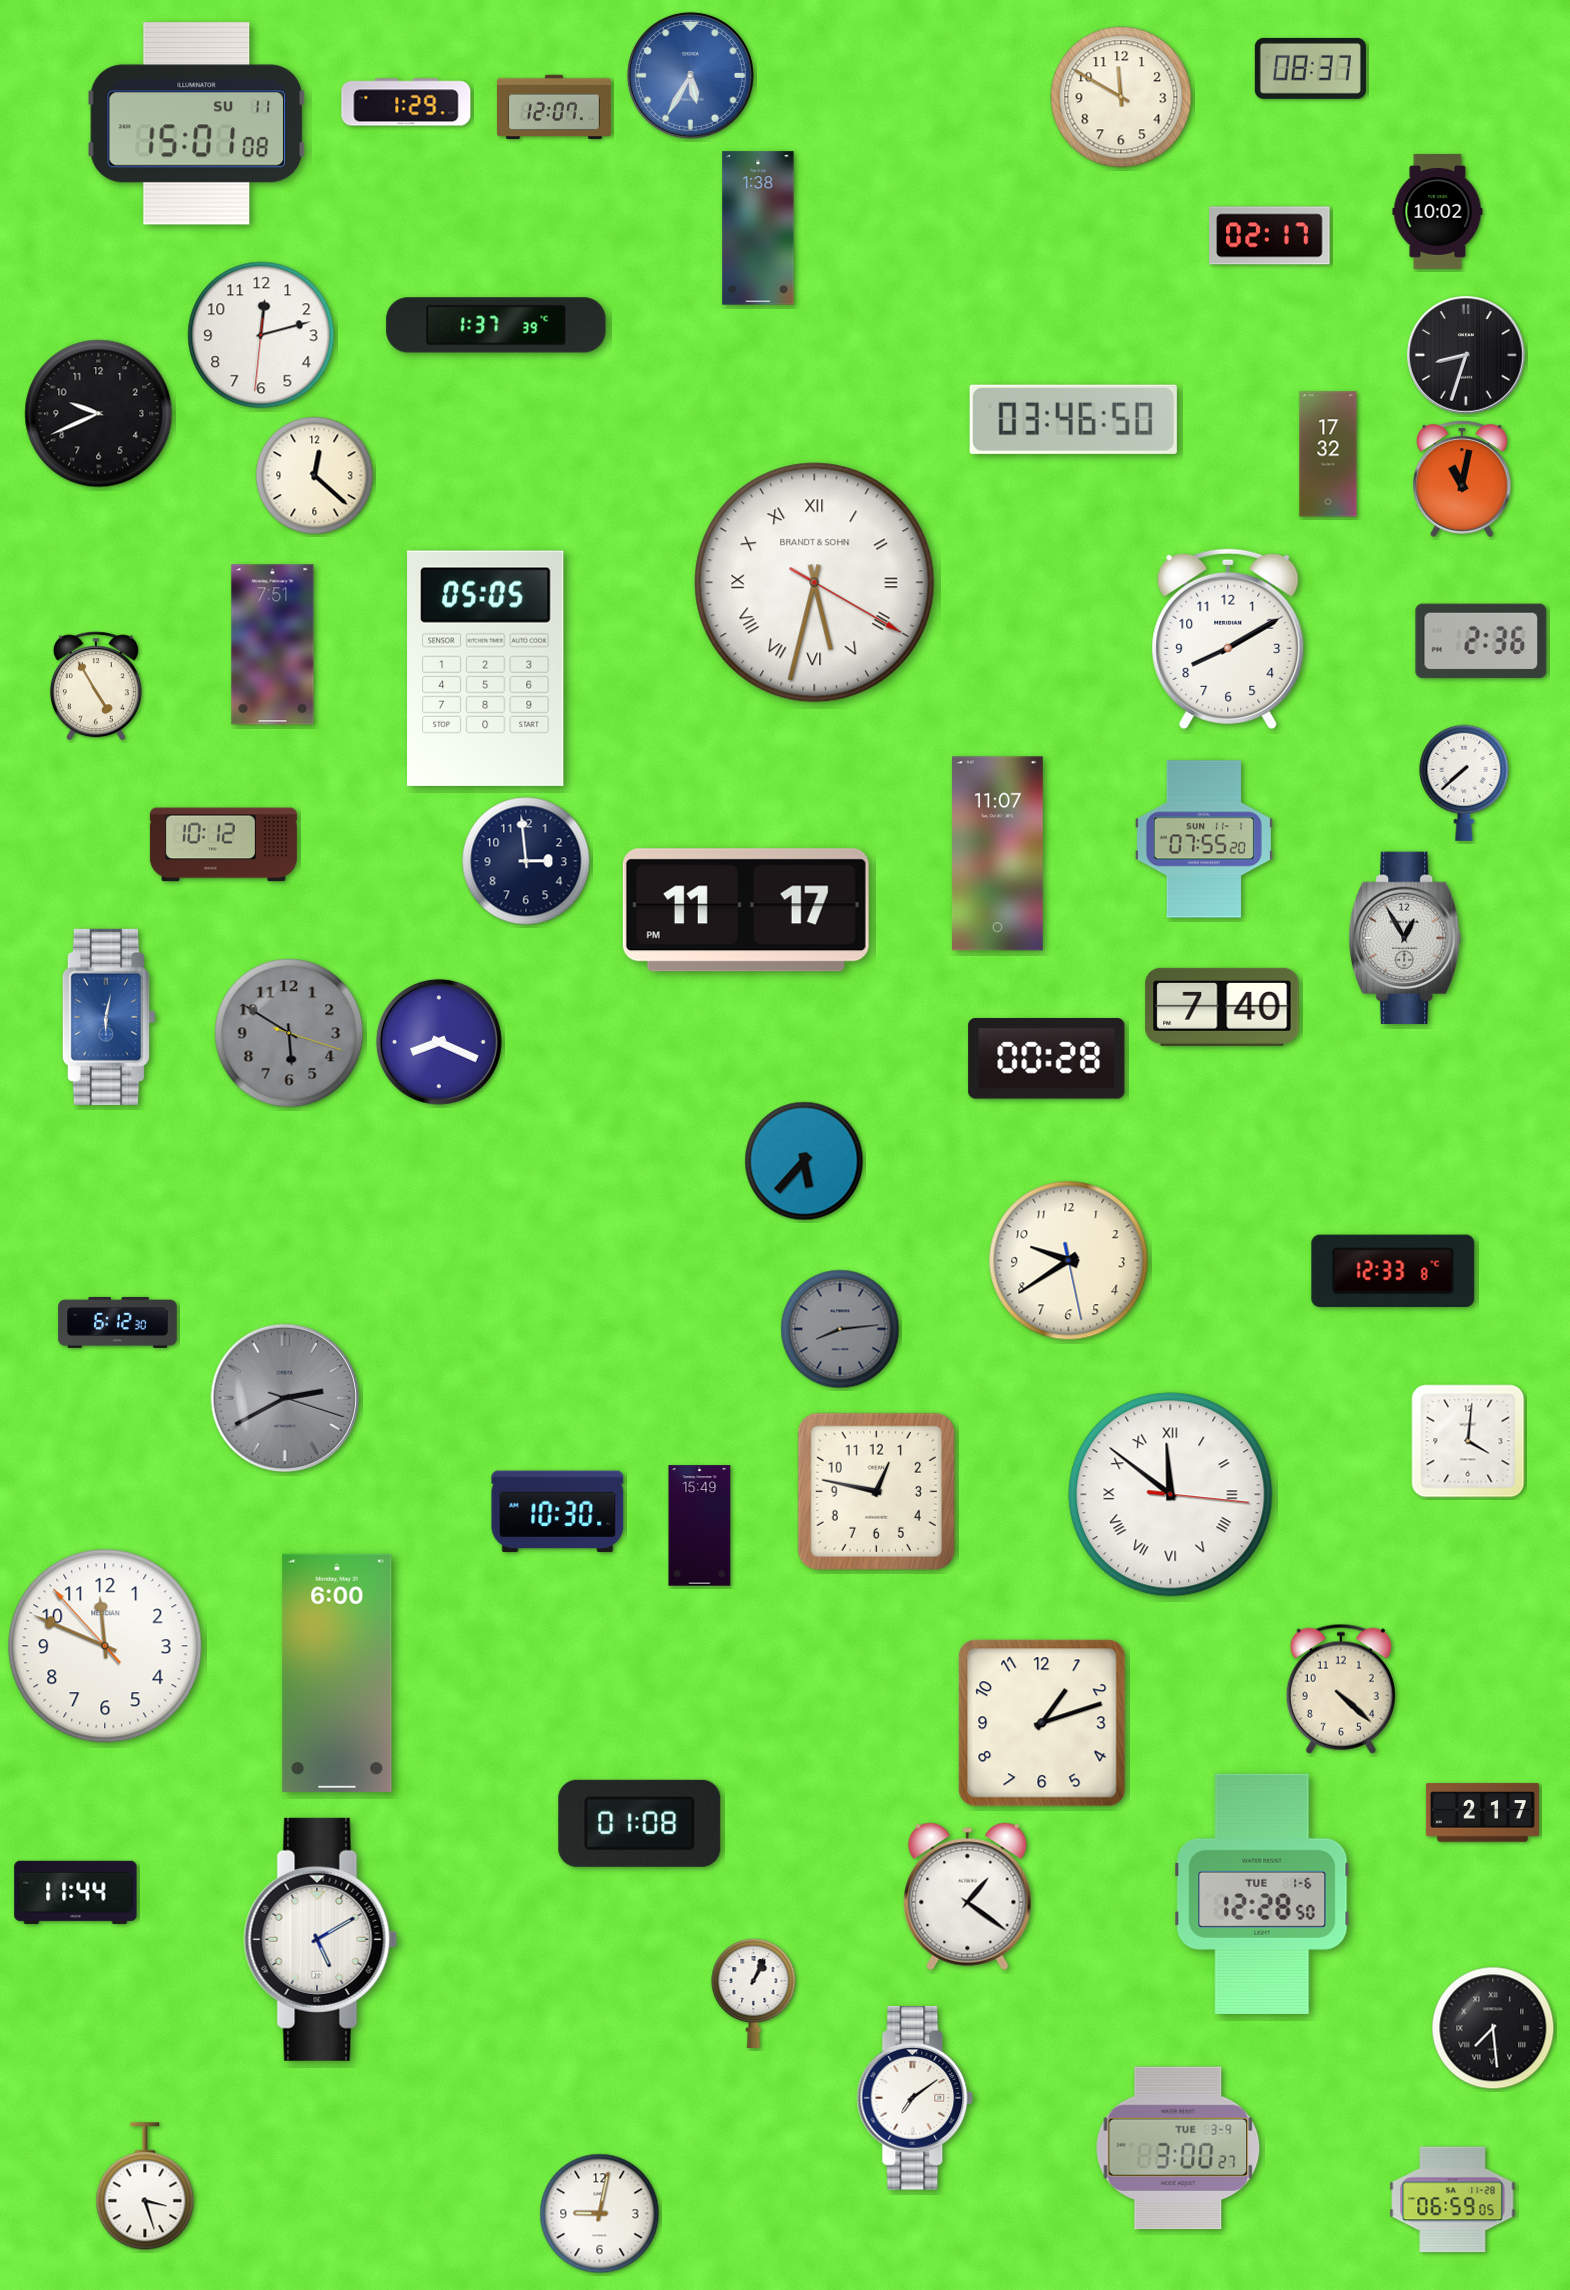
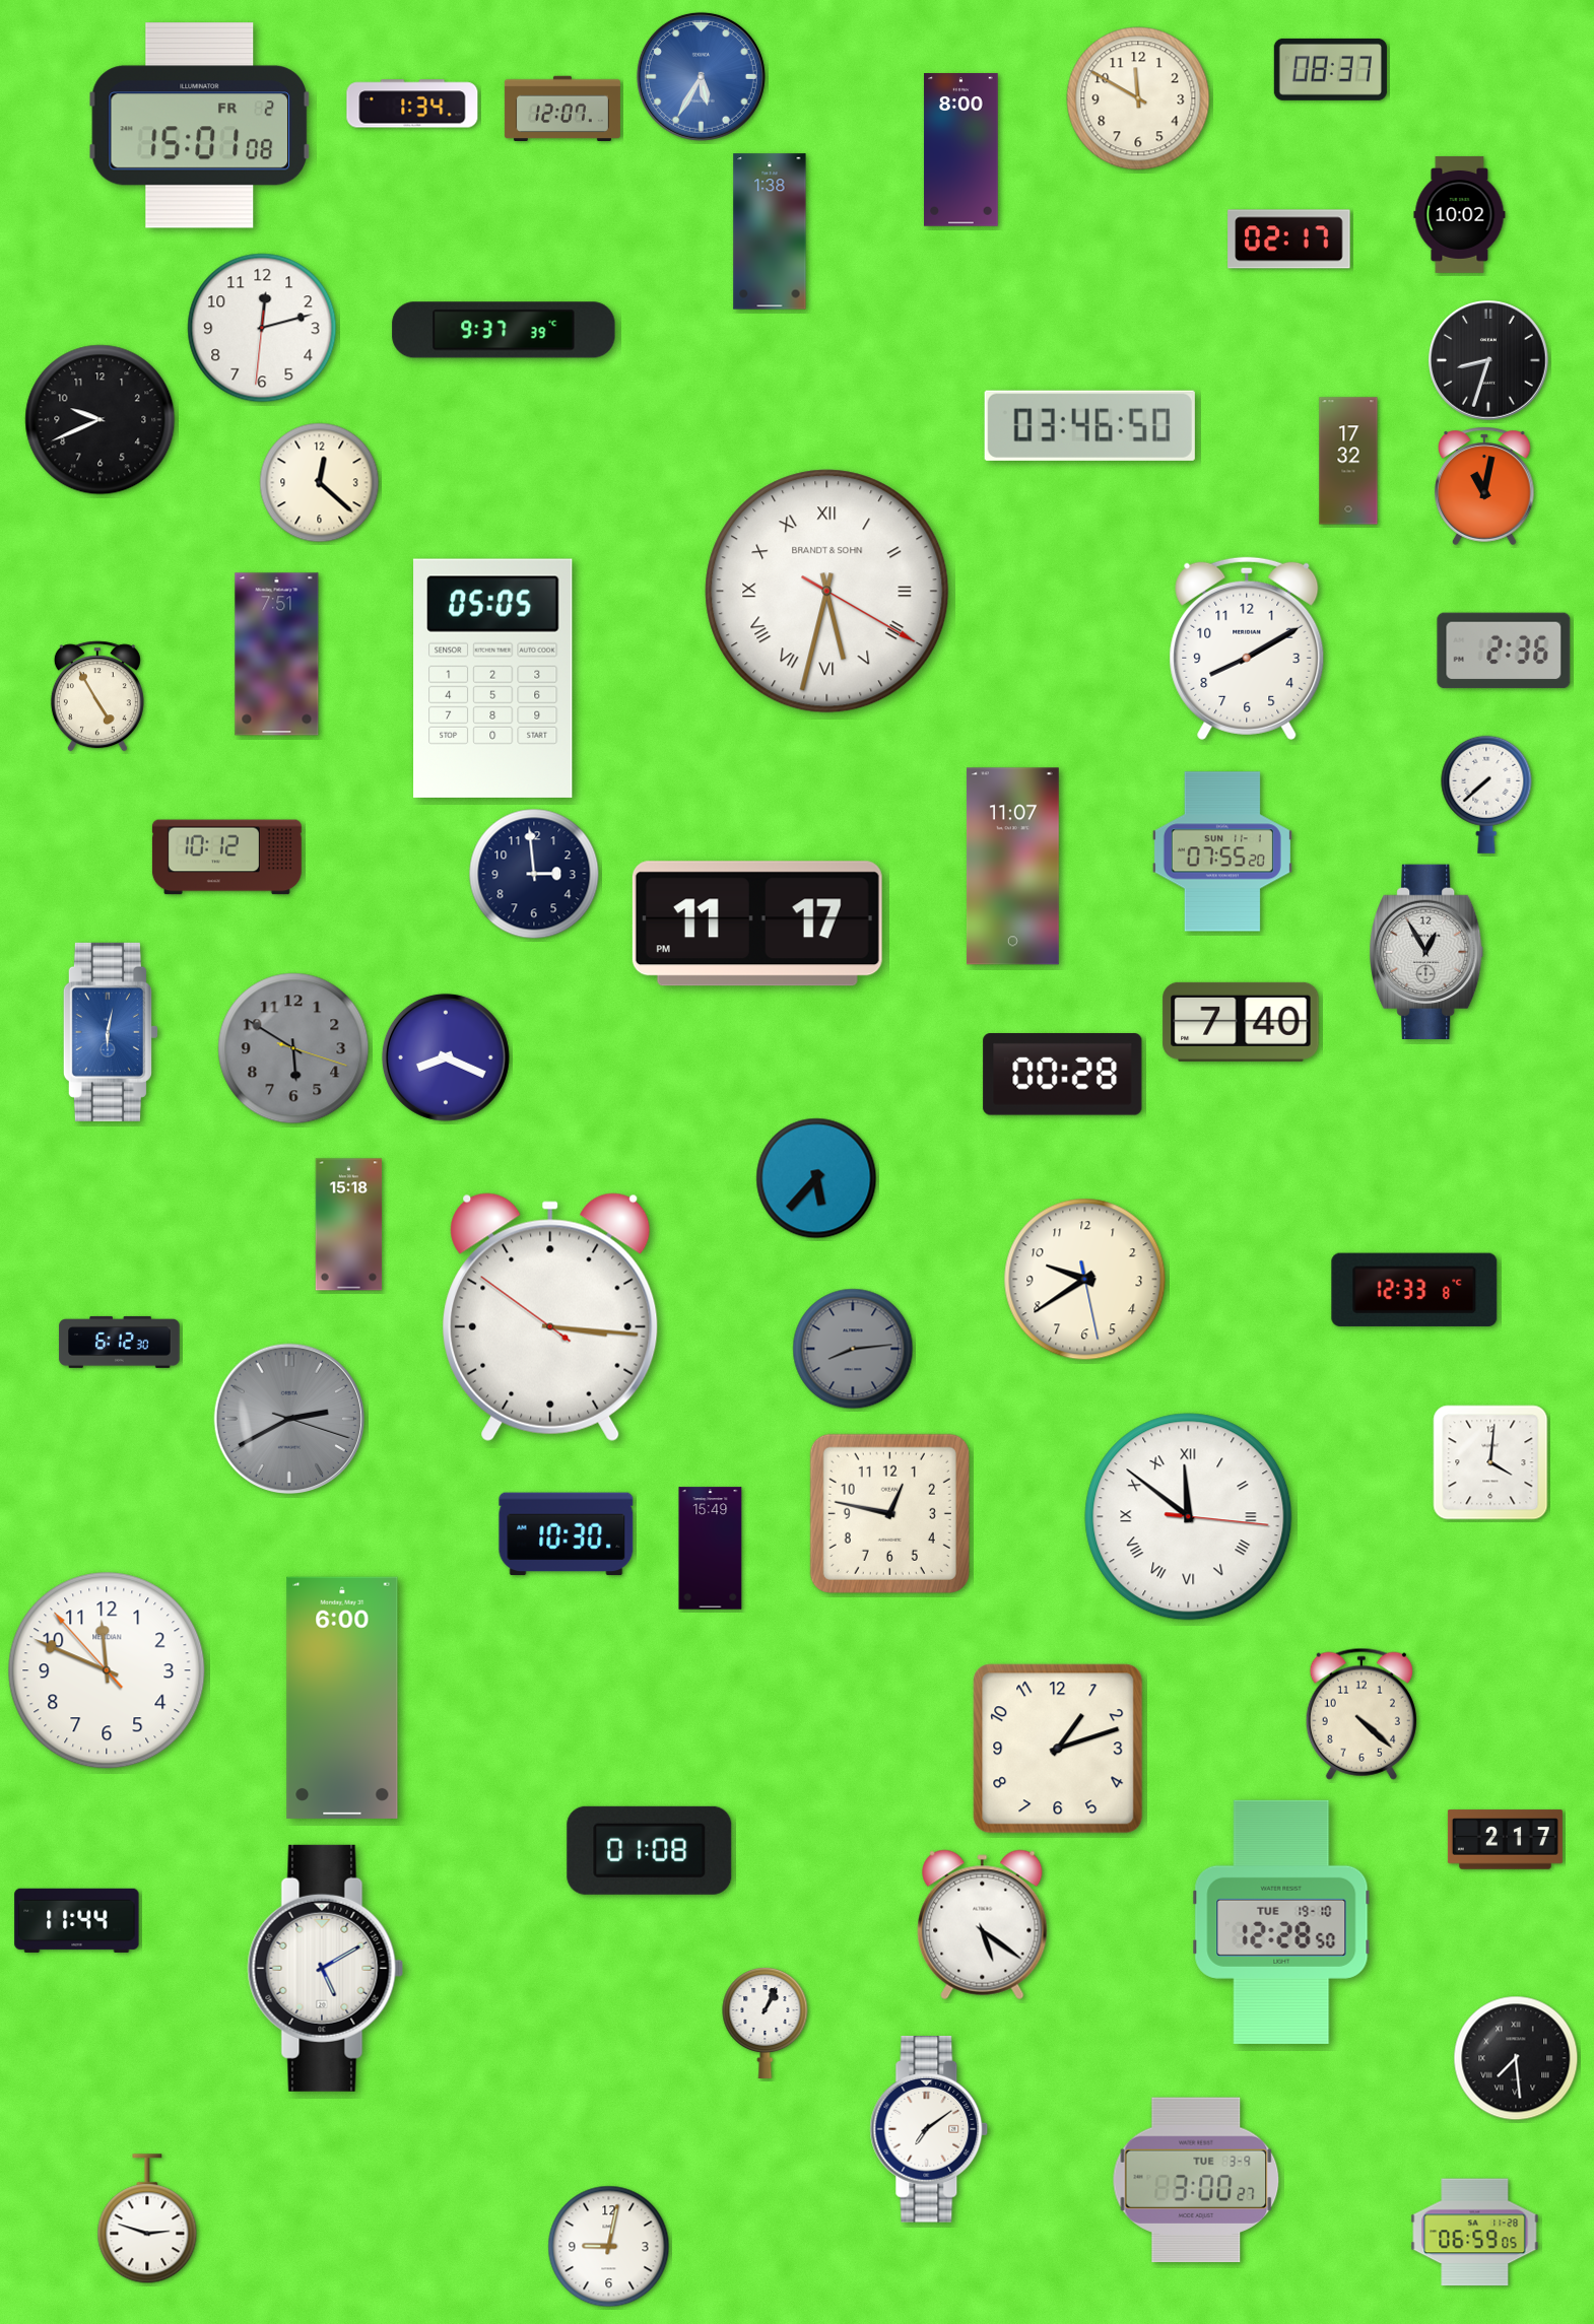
clock at (406, 102): 1:29 -> 1:34
clock at (196, 124) date: SU 11 -> FR 2
clock at (961, 150): none -> 8:00
clock at (496, 325): 1:37 -> 9:37
clock at (261, 335) position: (261, 335) -> (262, 328)
clock at (349, 1225): none -> 15:18
clock at (550, 1317): none -> 3:15
clock at (1262, 1894) date: TUE 1-6 -> TUE 19-10
clock at (968, 1897): 1:21 -> 5:21
clock at (145, 2187): 3:27 -> 2:48
